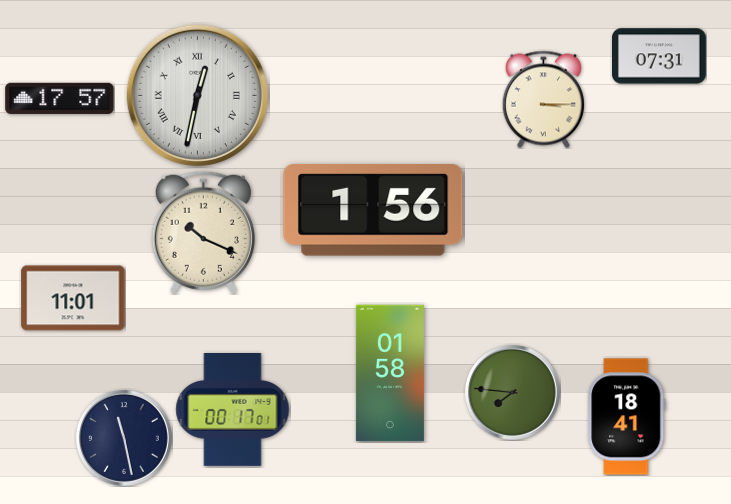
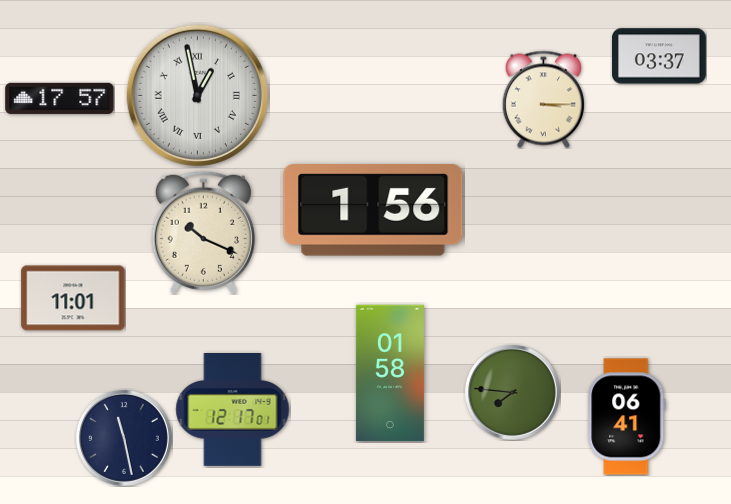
clock at (660, 56): 07:31 -> 03:37
clock at (197, 95): 12:32 -> 12:58
clock at (233, 410): 00:17 -> 12:17
clock at (627, 417): 18:41 -> 06:41
